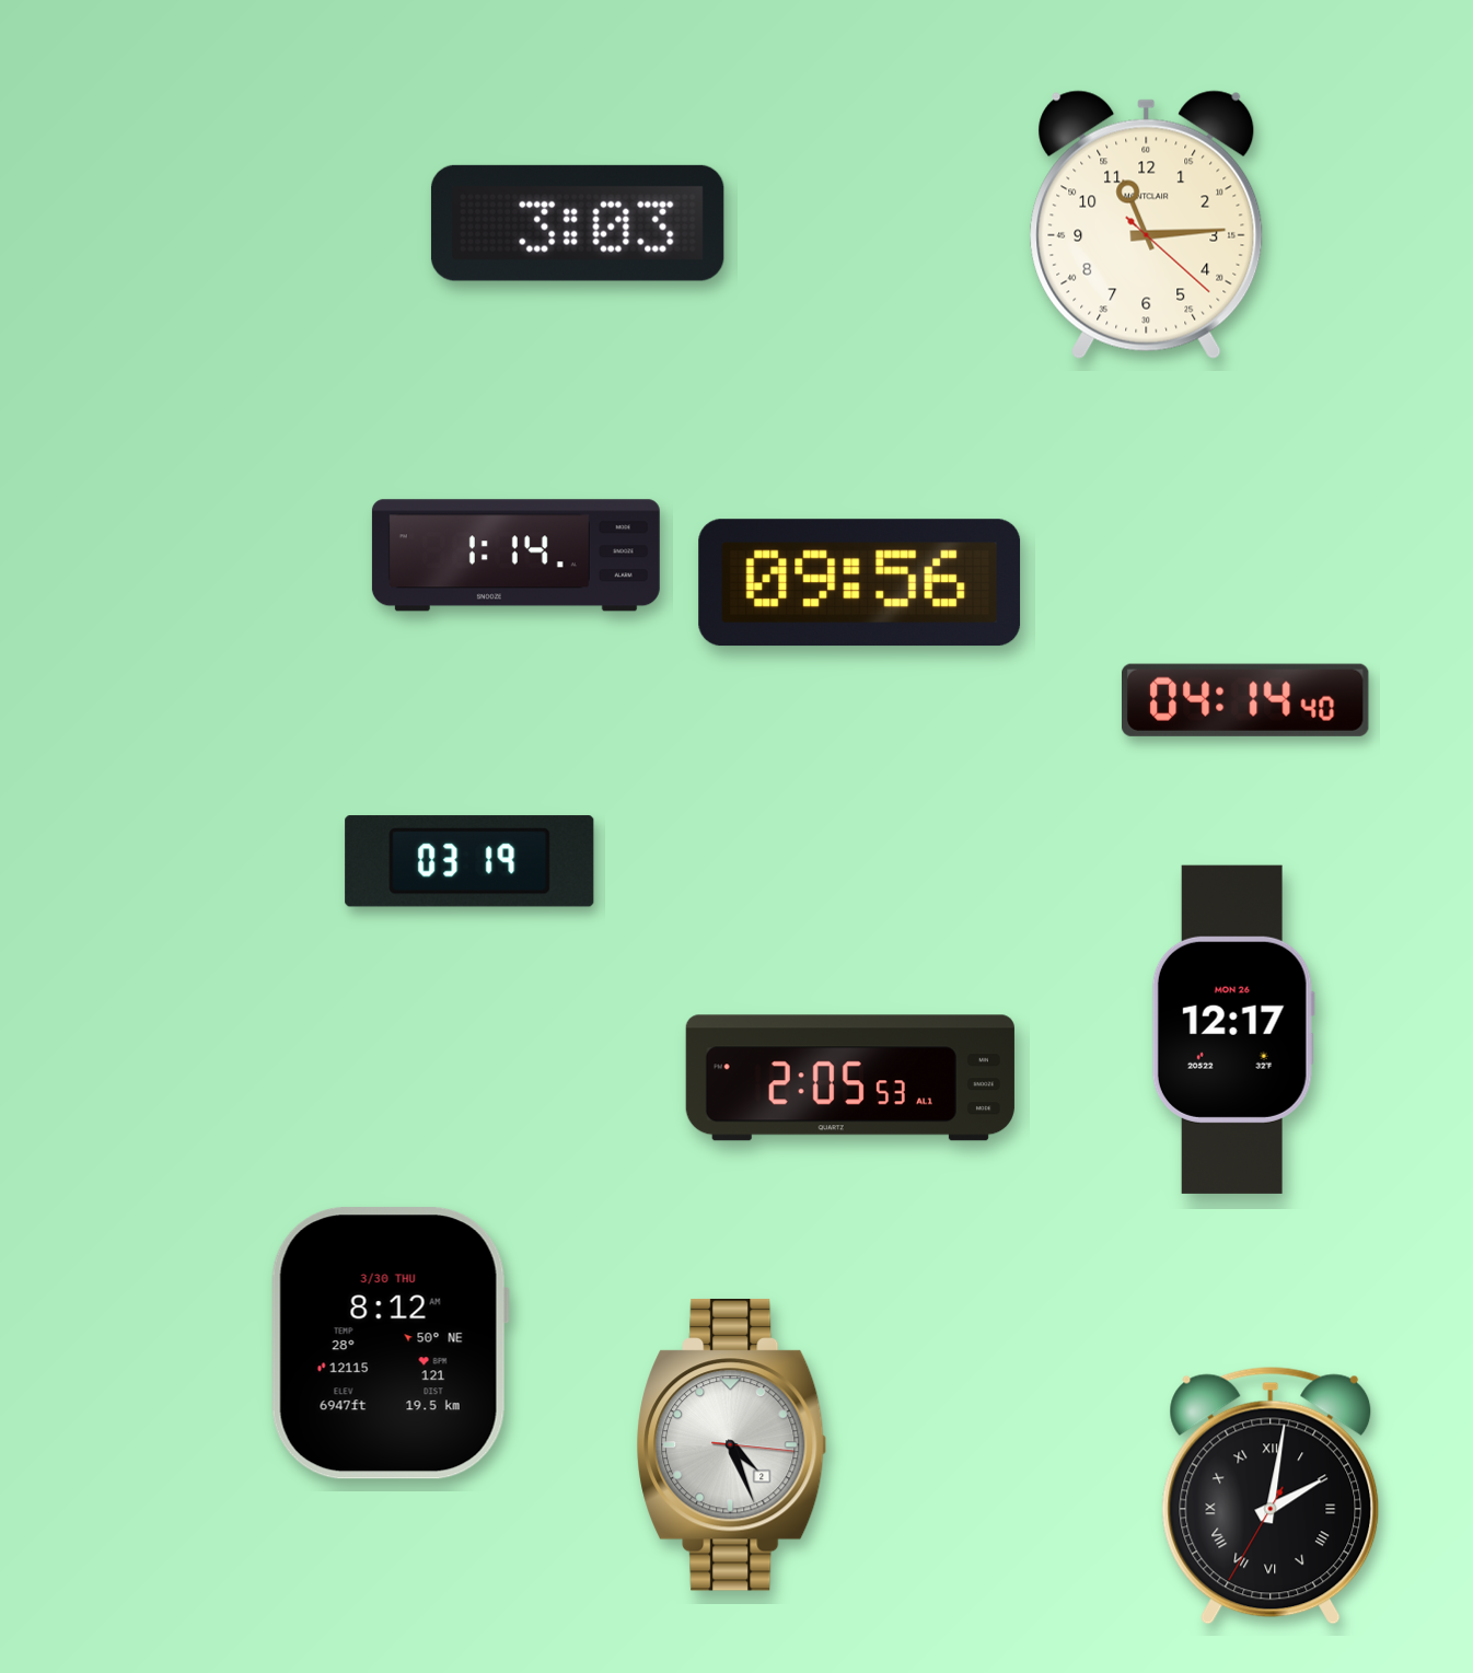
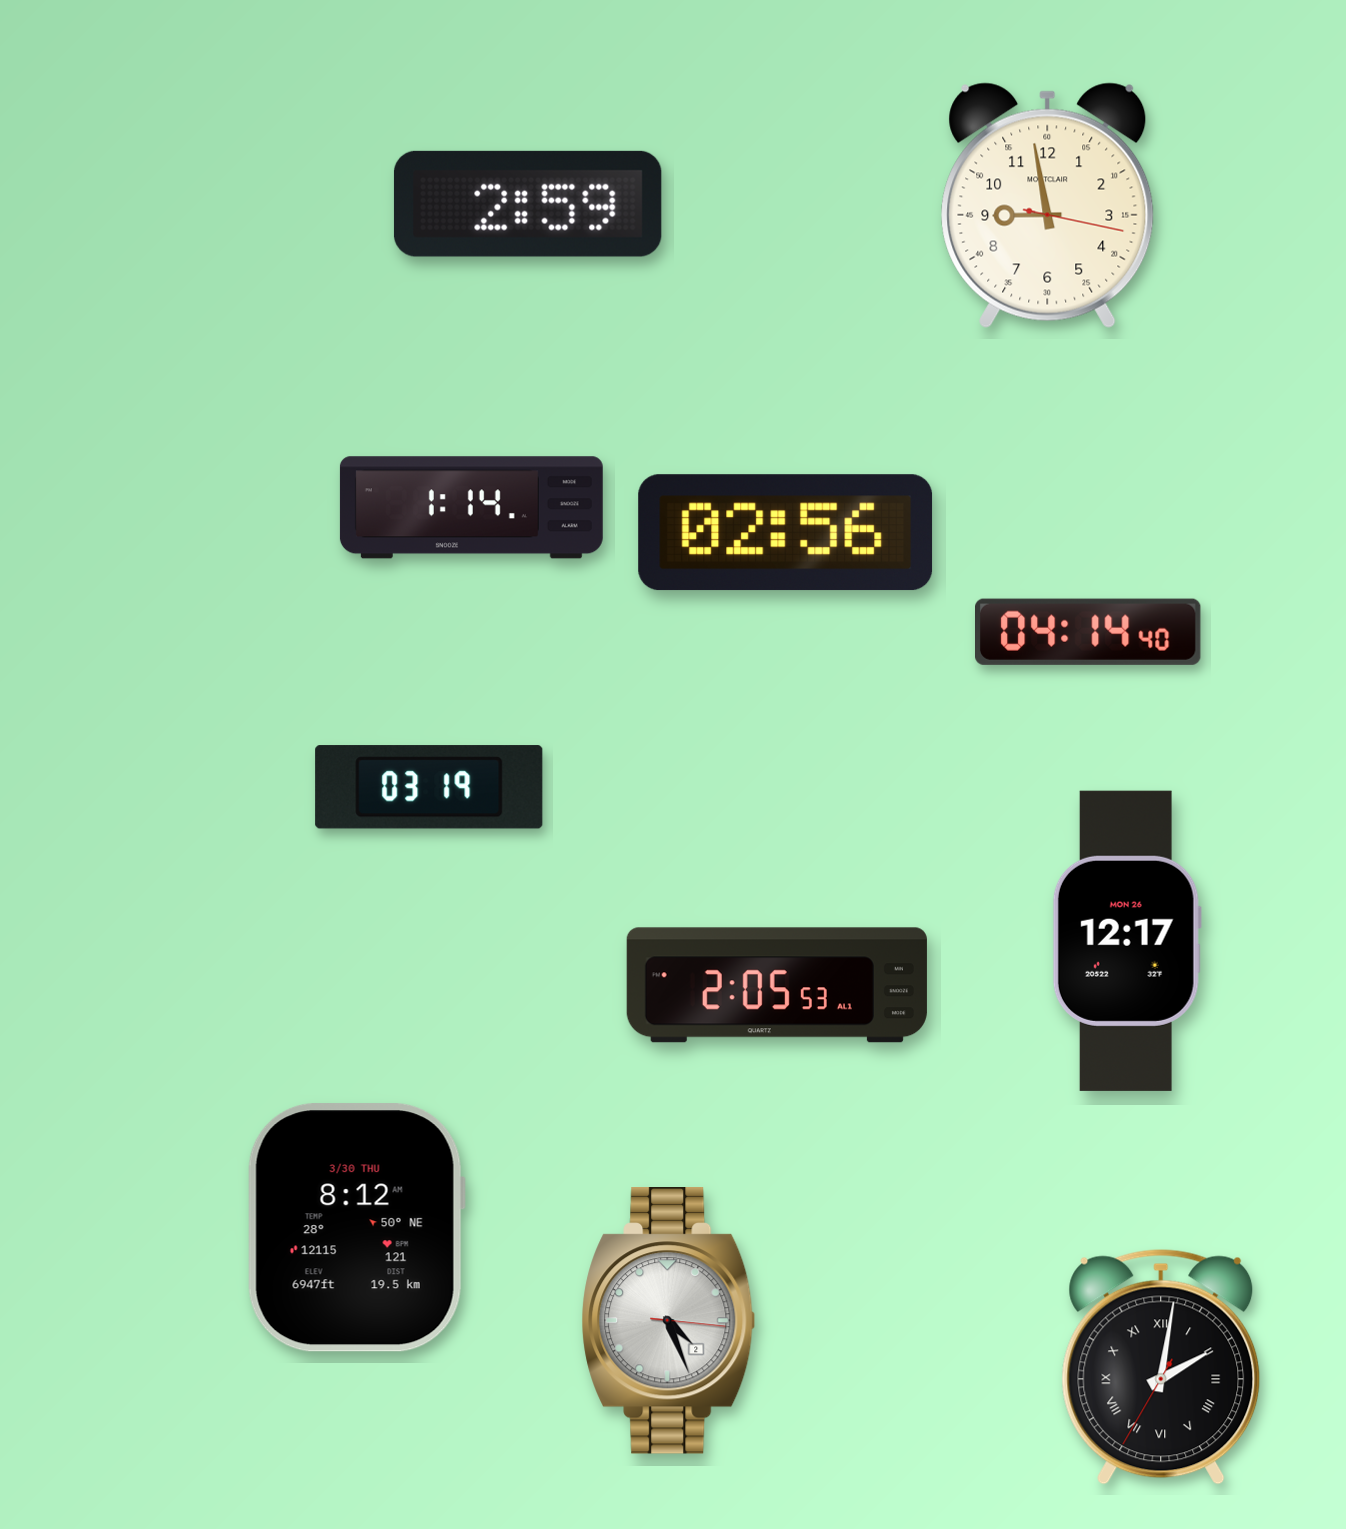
clock at (578, 223): 3:03 -> 2:59
clock at (1147, 224): 11:14 -> 8:58
clock at (860, 583): 09:56 -> 02:56
clock at (1246, 700) position: (1246, 700) -> (1089, 632)
